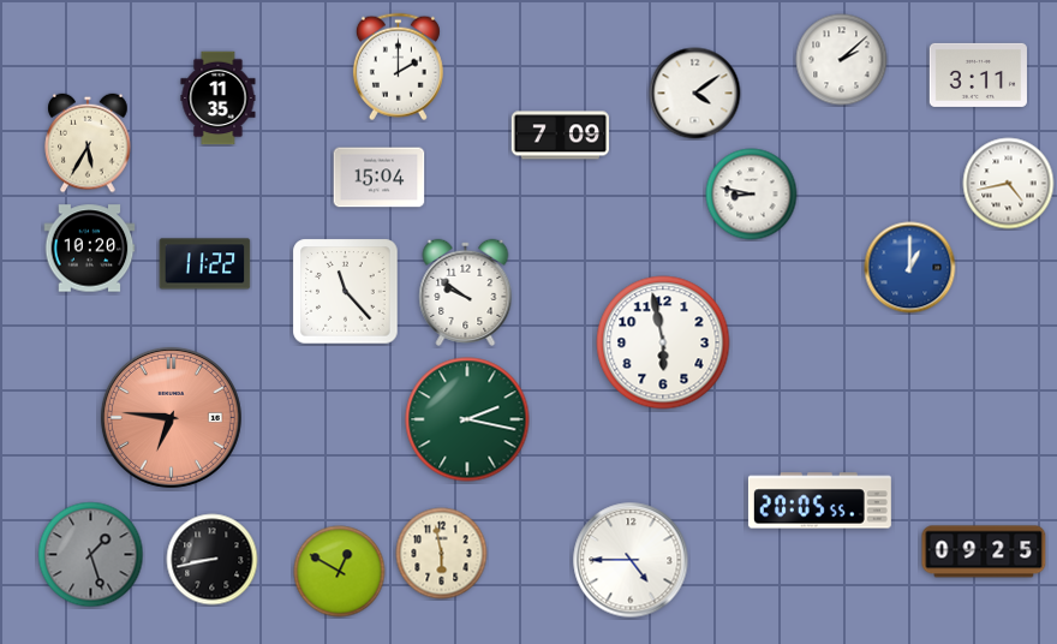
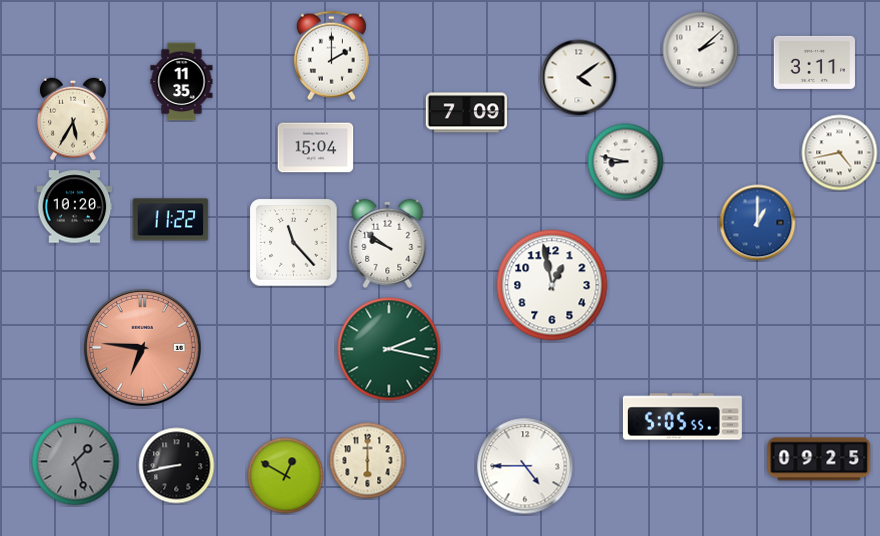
clock at (346, 292) position: (346, 292) -> (294, 243)
clock at (663, 342): 5:58 -> 12:58
clock at (819, 501): 20:05 -> 5:05
clock at (442, 554): 5:58 -> 6:00
clock at (340, 572) position: (340, 572) -> (286, 476)
